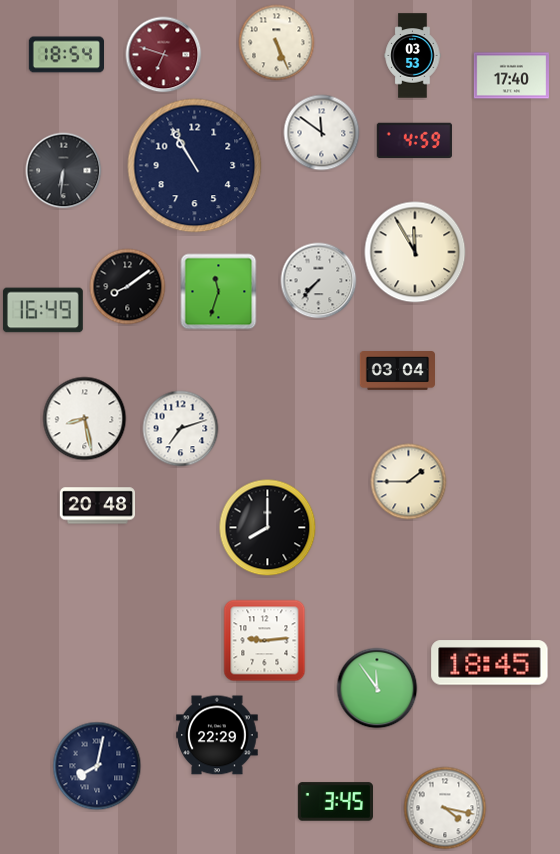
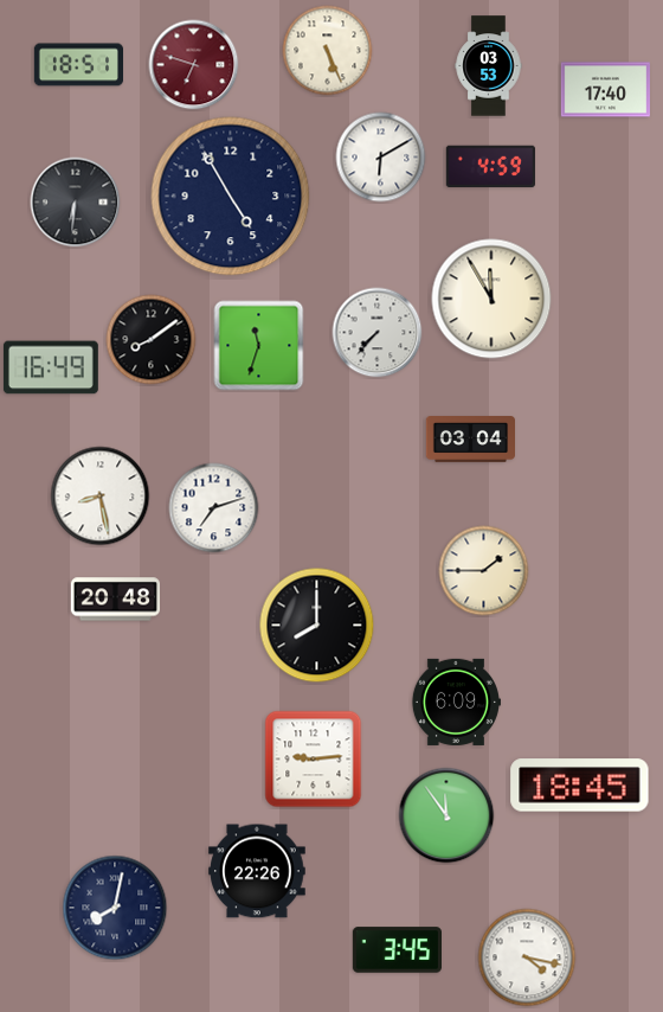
clock at (66, 55): 18:54 -> 18:51
clock at (322, 133): 11:51 -> 6:10
clock at (195, 166): 10:55 -> 4:55
clock at (455, 702): none -> 6:09
clock at (217, 735): 22:29 -> 22:26
